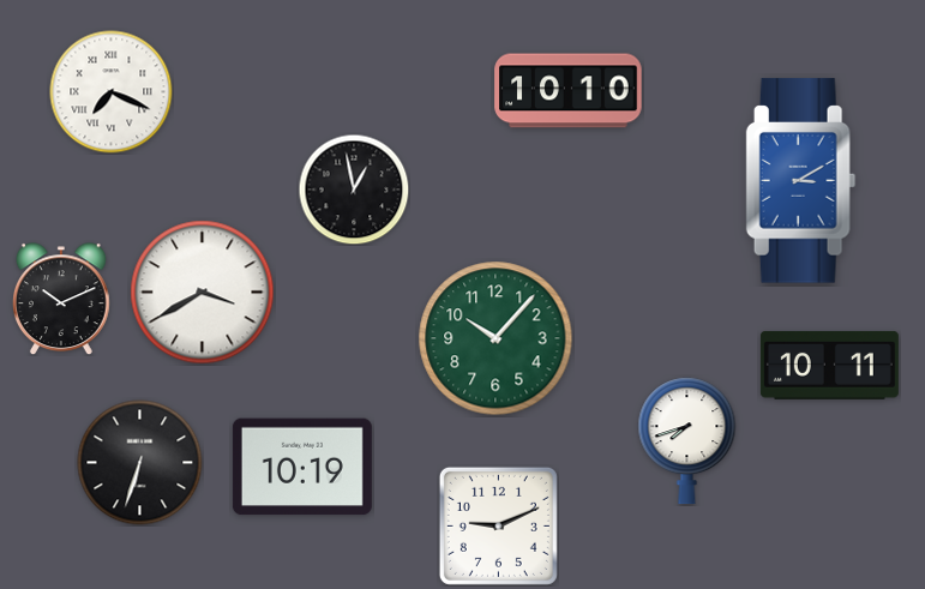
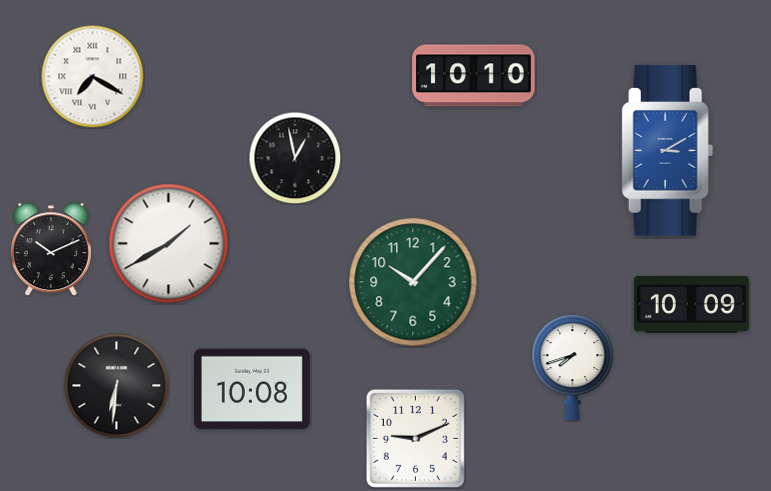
clock at (112, 92): 7:19 -> 7:20
clock at (203, 293): 3:40 -> 1:40
clock at (829, 365): 10:11 -> 10:09
clock at (140, 463): 6:33 -> 6:31
clock at (302, 467): 10:19 -> 10:08
